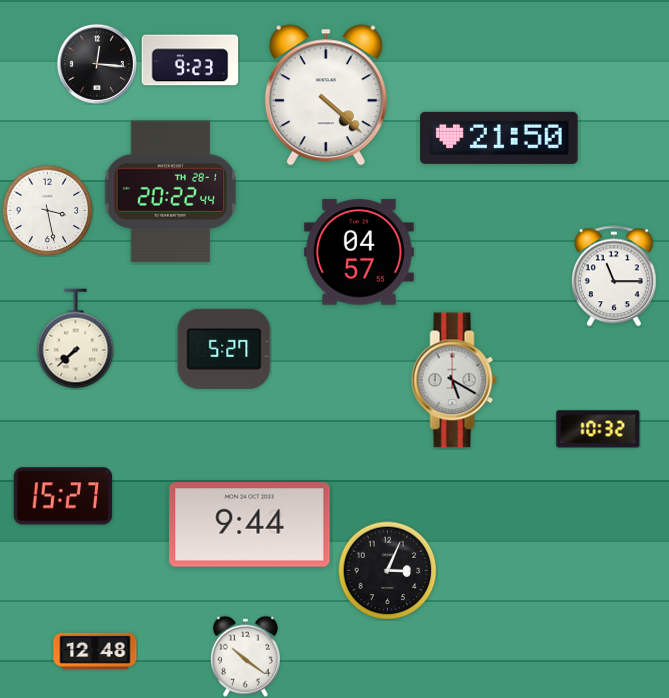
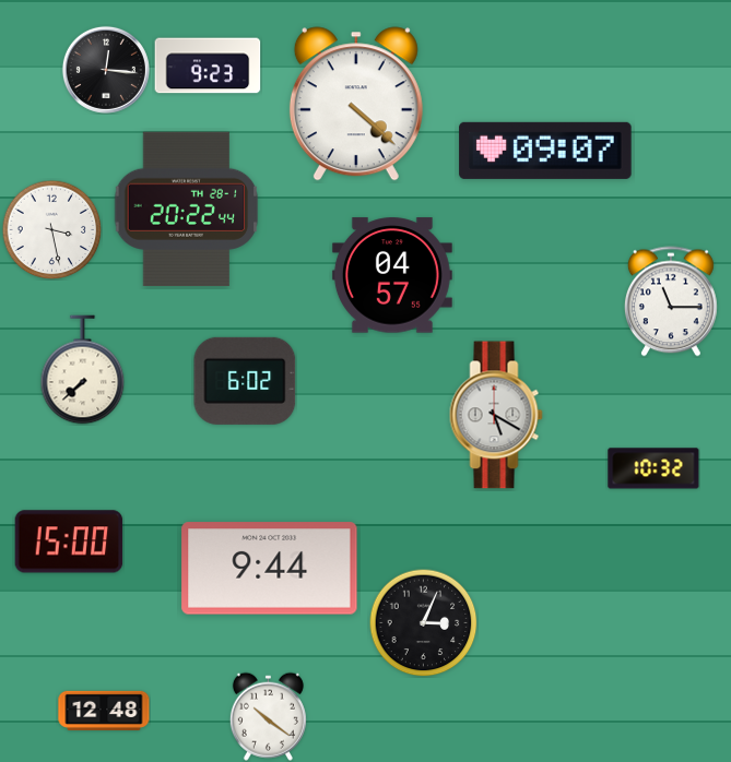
clock at (499, 138): 21:50 -> 09:07
clock at (224, 349): 5:27 -> 6:02
clock at (63, 496): 15:27 -> 15:00
clock at (250, 525) position: (250, 525) -> (270, 569)
